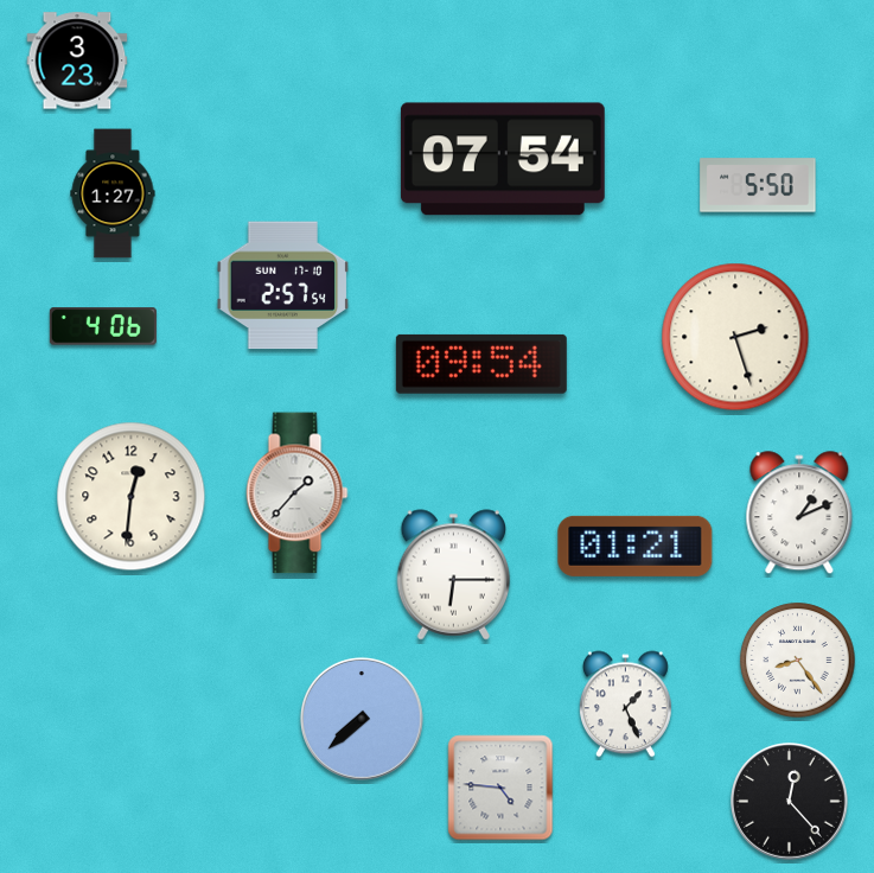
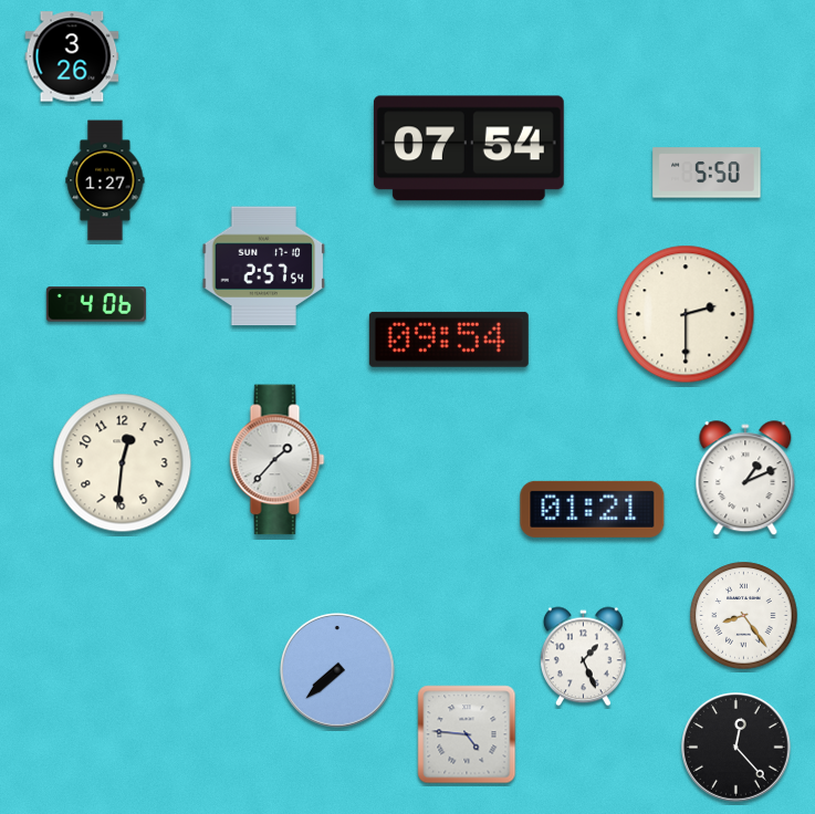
clock at (77, 60): 3:23 -> 3:26
clock at (735, 337): 2:27 -> 2:30
clock at (454, 575): 6:15 -> none
